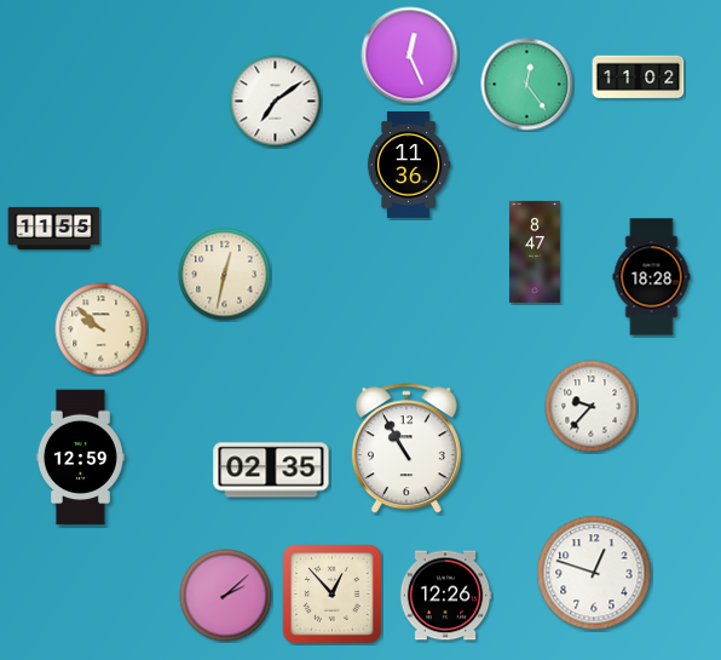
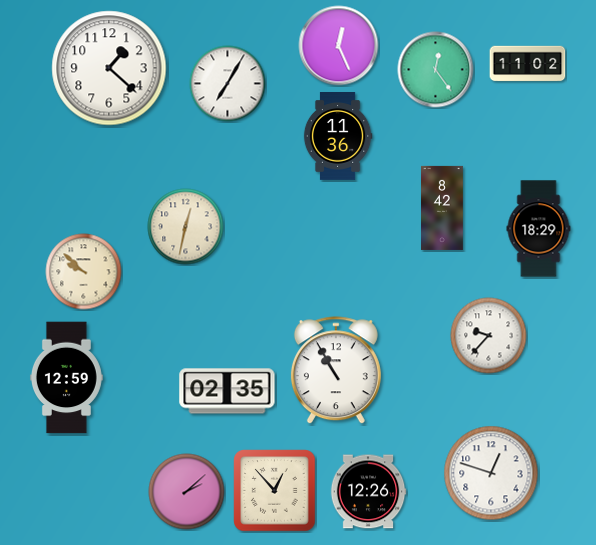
clock at (109, 68): none -> 1:22
clock at (276, 102): 7:09 -> 7:05
clock at (54, 228): 11:55 -> none
clock at (536, 252): 8:47 -> 8:42
clock at (652, 277): 18:28 -> 18:29
clock at (271, 470) position: (271, 470) -> (227, 391)
